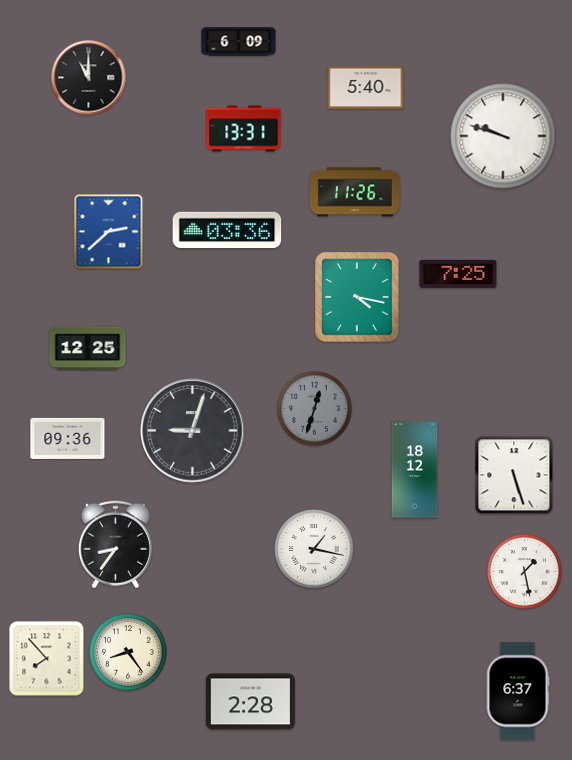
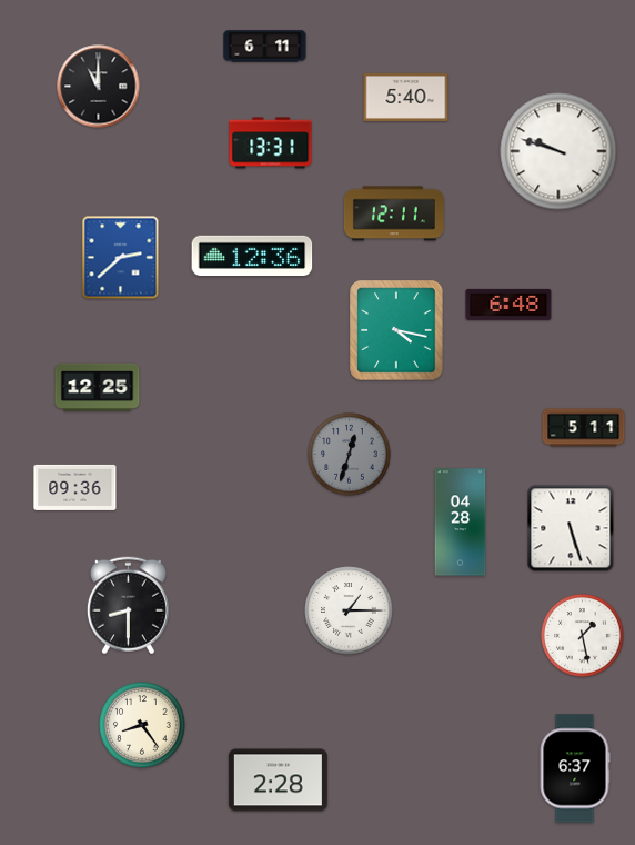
clock at (239, 42): 6:09 -> 6:11
clock at (355, 192): 11:26 -> 12:11
clock at (227, 229): 03:36 -> 12:36
clock at (458, 274): 7:25 -> 6:48
clock at (584, 428): none -> 5:11
clock at (193, 431): 9:03 -> none
clock at (415, 470): 18:12 -> 04:28
clock at (115, 545): 8:36 -> 8:30
clock at (314, 549): 1:17 -> 1:15
clock at (47, 659): 7:53 -> none
